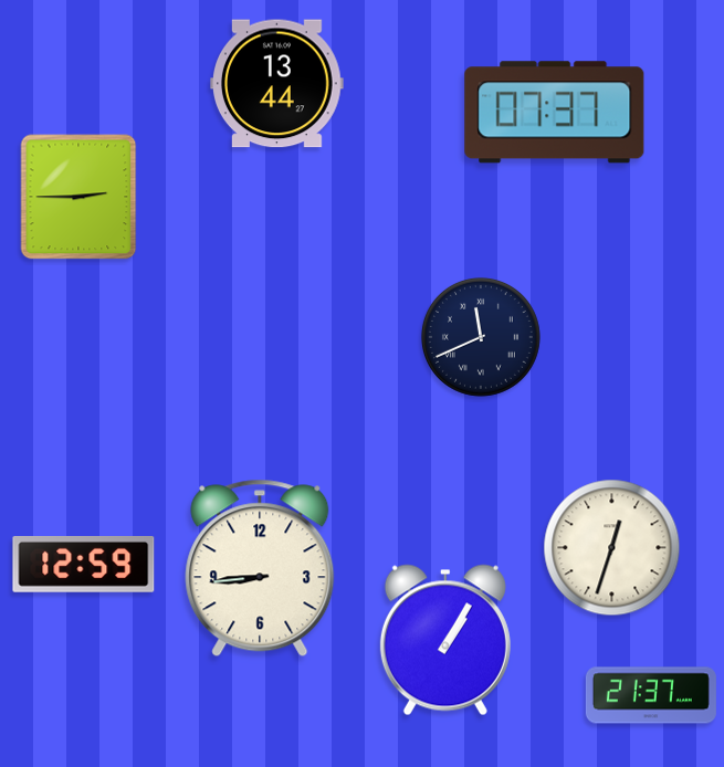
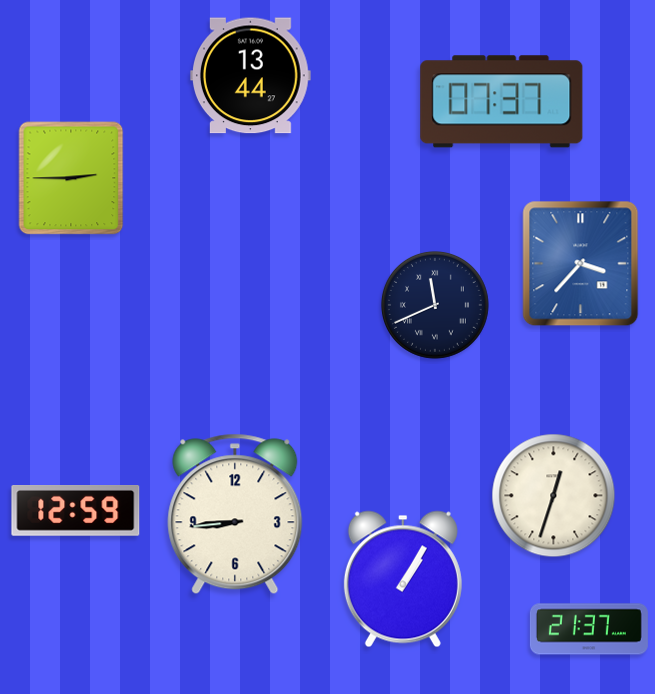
clock at (581, 264): none -> 3:37
